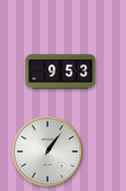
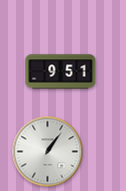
clock at (61, 72): 9:53 -> 9:51
